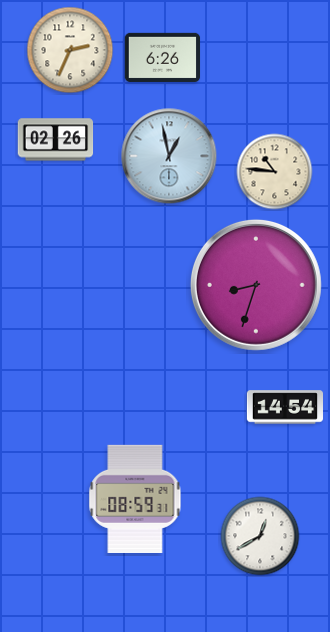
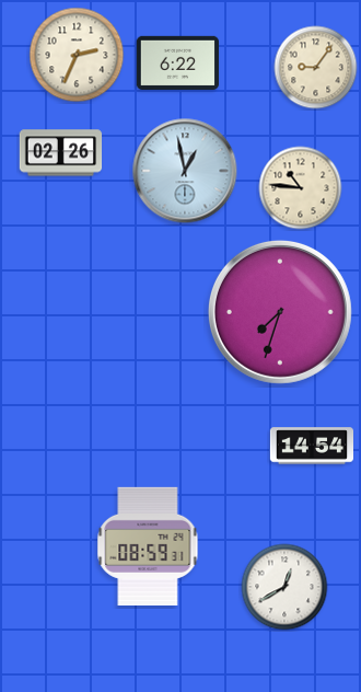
clock at (163, 57): 6:26 -> 6:22
clock at (316, 68): none -> 9:06
clock at (256, 285): 8:33 -> 7:33
